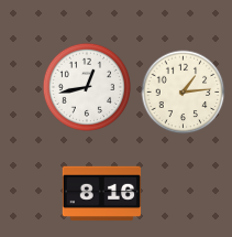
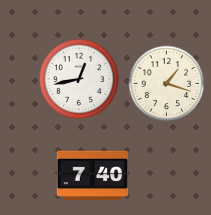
clock at (184, 93): 1:14 -> 1:18
clock at (102, 194): 8:16 -> 7:40
